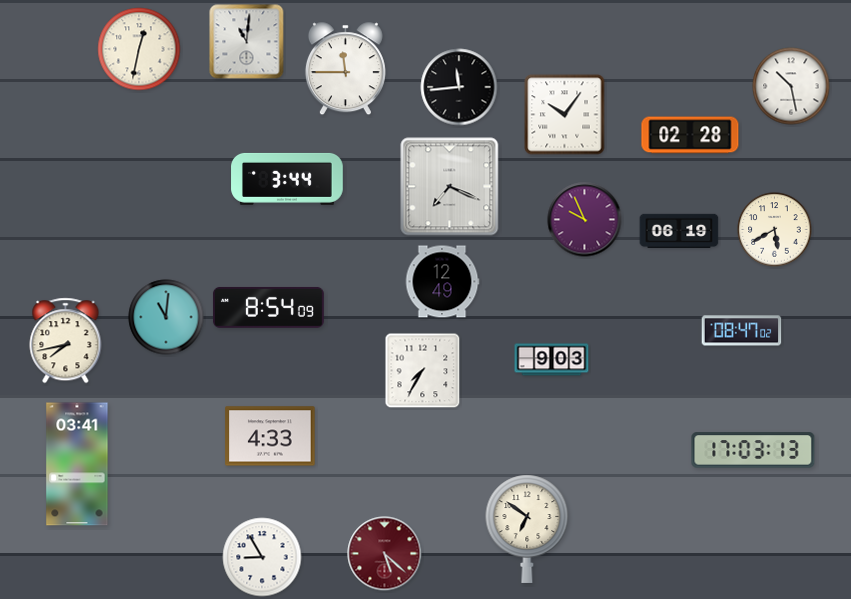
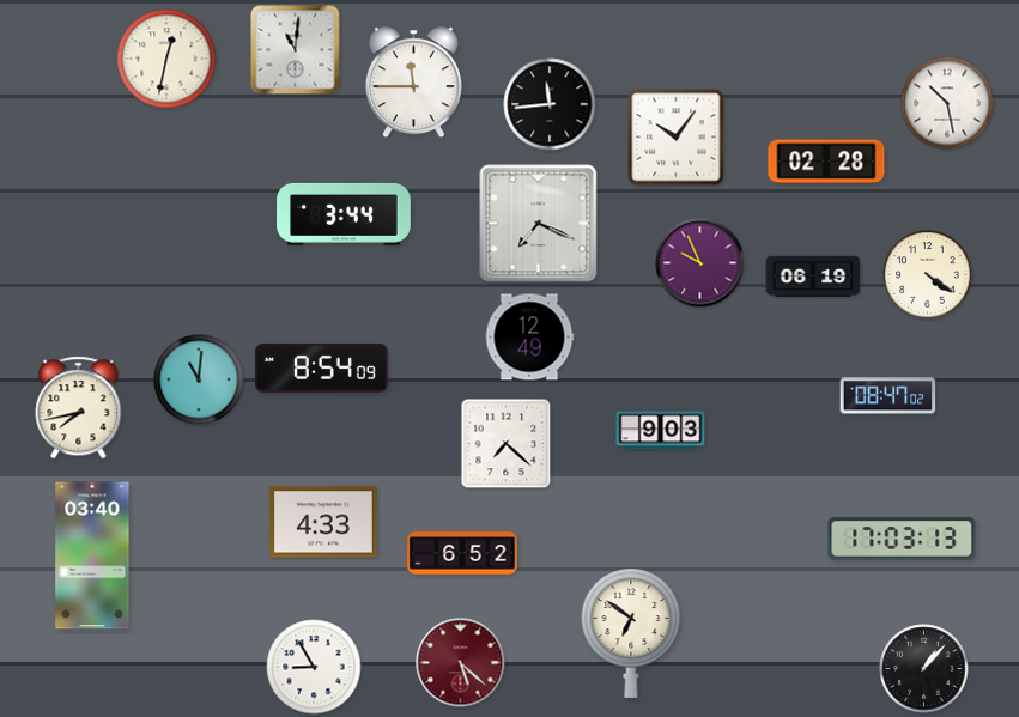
clock at (775, 230): 5:40 -> 4:21
clock at (423, 371): 7:35 -> 7:22
clock at (462, 553): none -> 6:52
clock at (77, 464): 03:41 -> 03:40
clock at (924, 669): none -> 1:07
